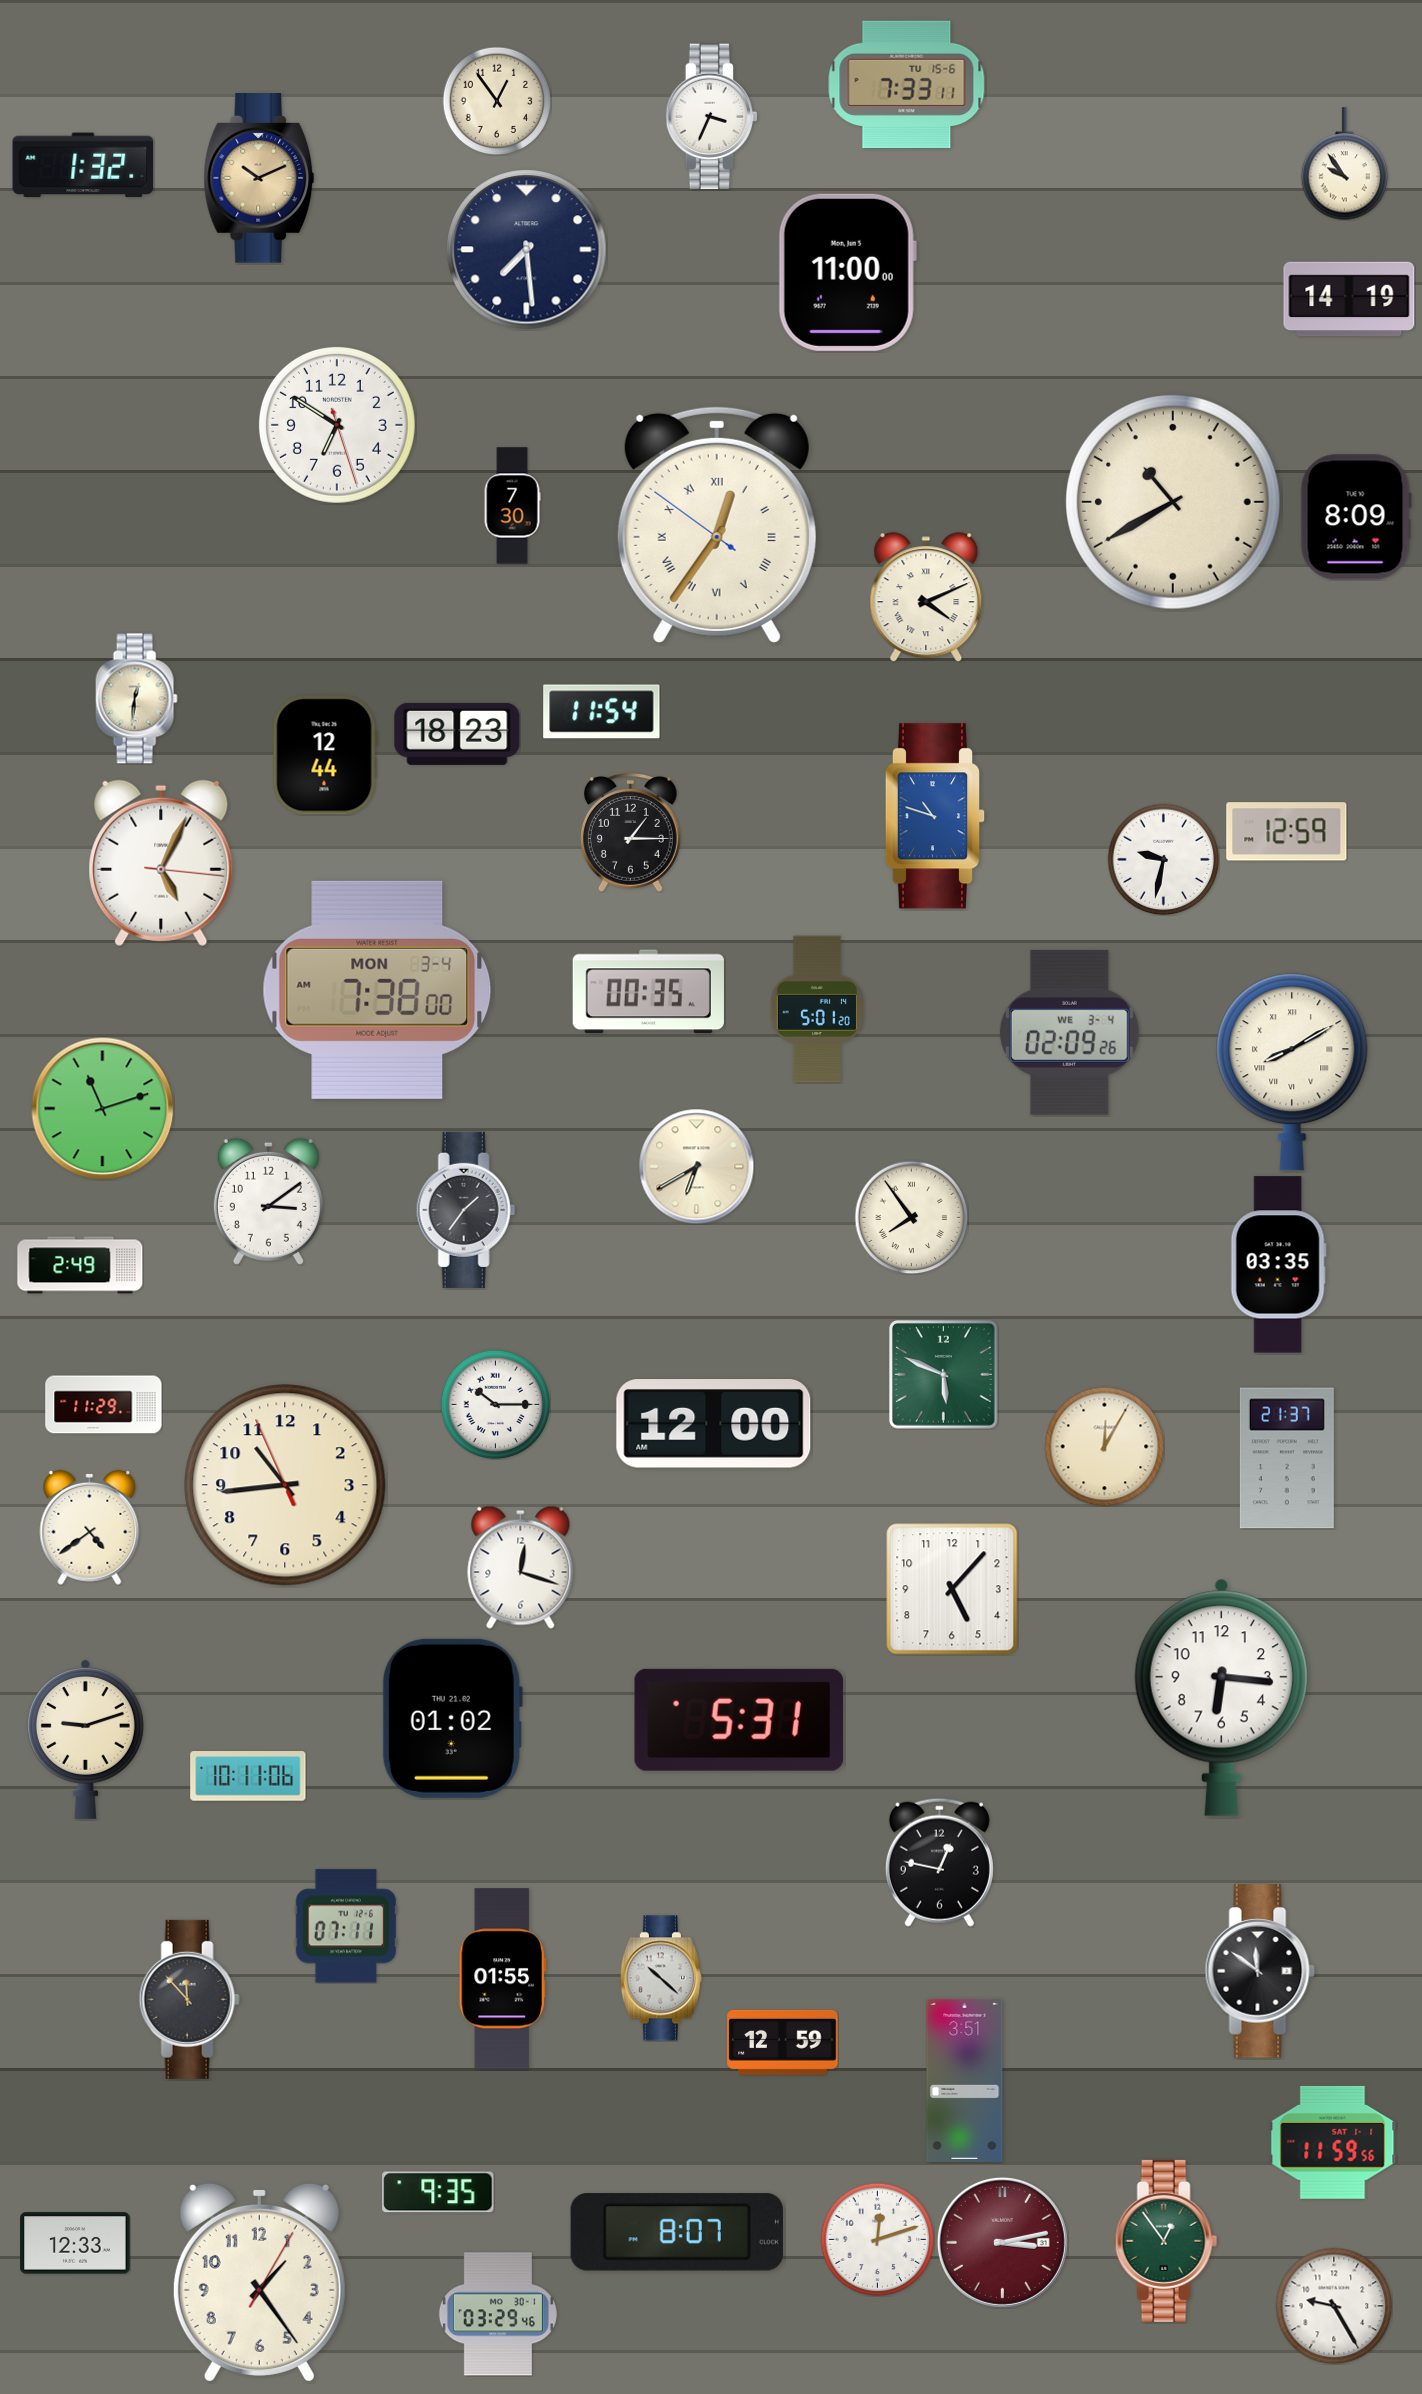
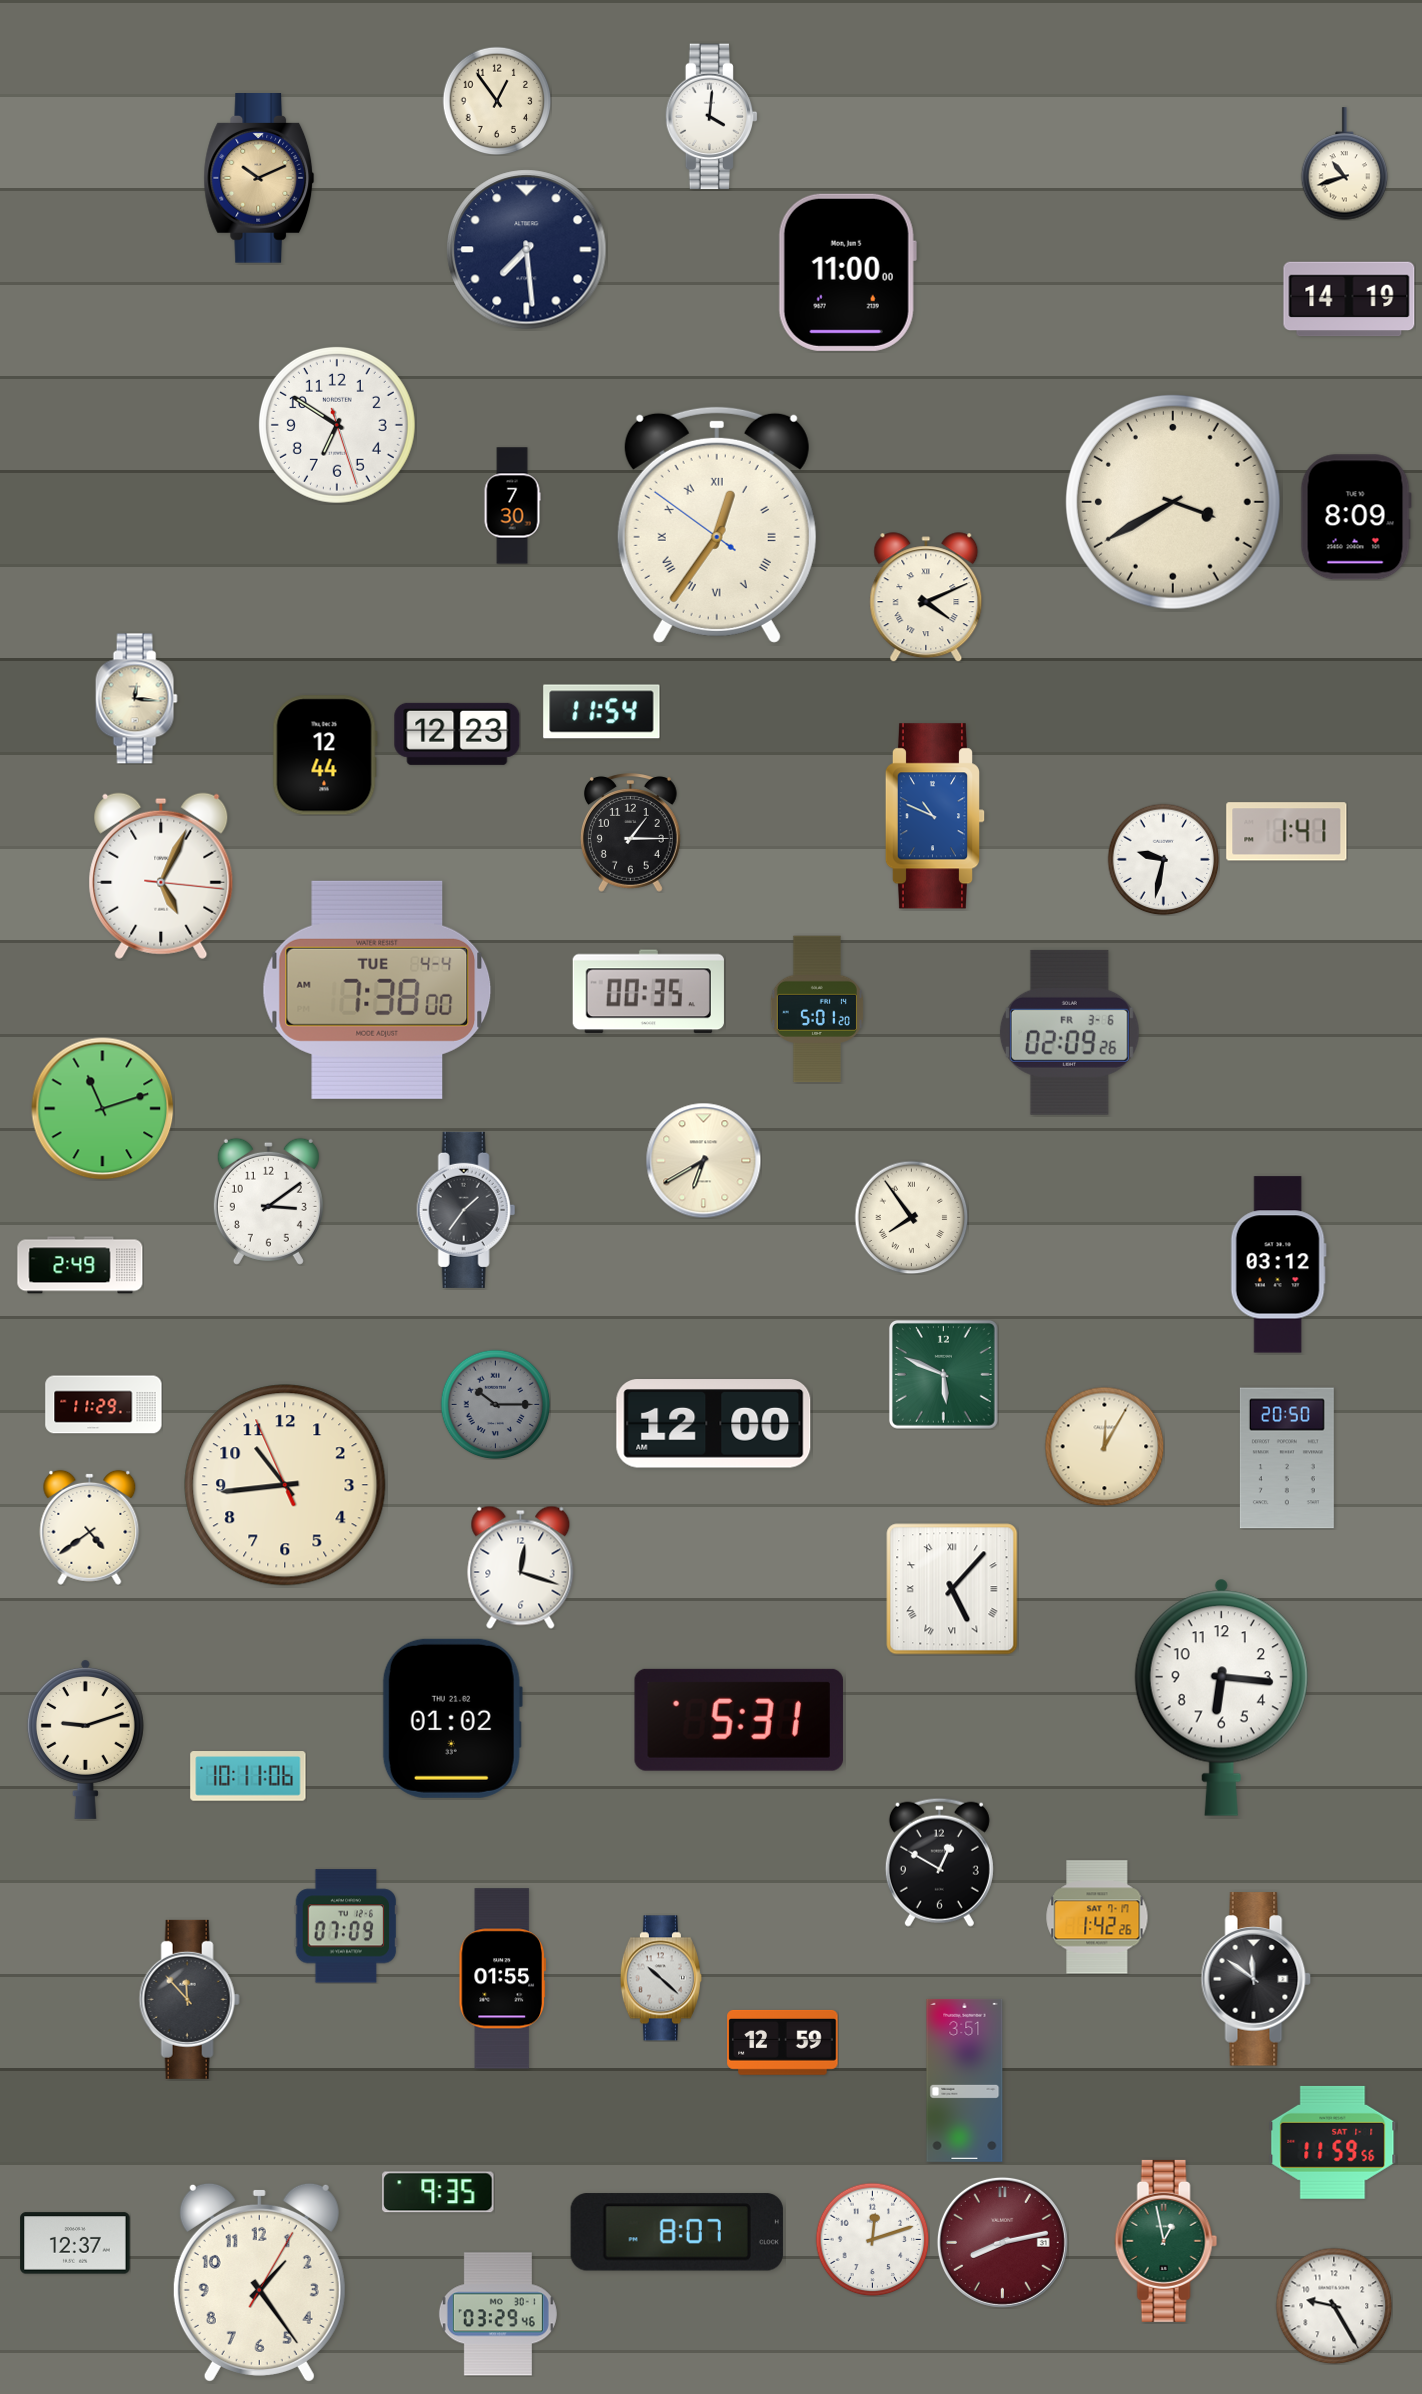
clock at (907, 85): 7:33 -> none
clock at (712, 117): 3:34 -> 4:01
clock at (1345, 164): 9:54 -> 10:42
clock at (83, 165): 1:32 -> none
clock at (1173, 502): 10:40 -> 3:40
clock at (136, 699): 12:31 -> 12:16
clock at (457, 734): 18:23 -> 12:23
clock at (935, 816): 10:48 -> 10:49
clock at (1287, 832): 12:59 -> 1:41
clock at (161, 863) position: (161, 863) -> (161, 876)
clock at (377, 990) date: MON 3-4 -> TUE 4-4
clock at (1069, 1032) date: WE 3-4 -> FR 3-6
clock at (1292, 1072): 8:10 -> none
clock at (696, 1166) position: (696, 1166) -> (703, 1160)
clock at (1278, 1265): 03:35 -> 03:12
clock at (495, 1404) dial: white -> grey
clock at (1287, 1458): 21:37 -> 20:50
clock at (952, 1589) numerals: Arabic -> Roman
clock at (939, 1862): 12:47 -> 12:50
clock at (1097, 1917): none -> 1:42
clock at (346, 1926): 07:11 -> 07:09
clock at (1260, 1971) position: (1260, 1971) -> (1256, 1979)
clock at (877, 2239) position: (877, 2239) -> (872, 2239)
clock at (1166, 2241): 12:54 -> 12:58
clock at (1002, 2242): 3:13 -> 8:13
clock at (75, 2243): 12:33 -> 12:37
